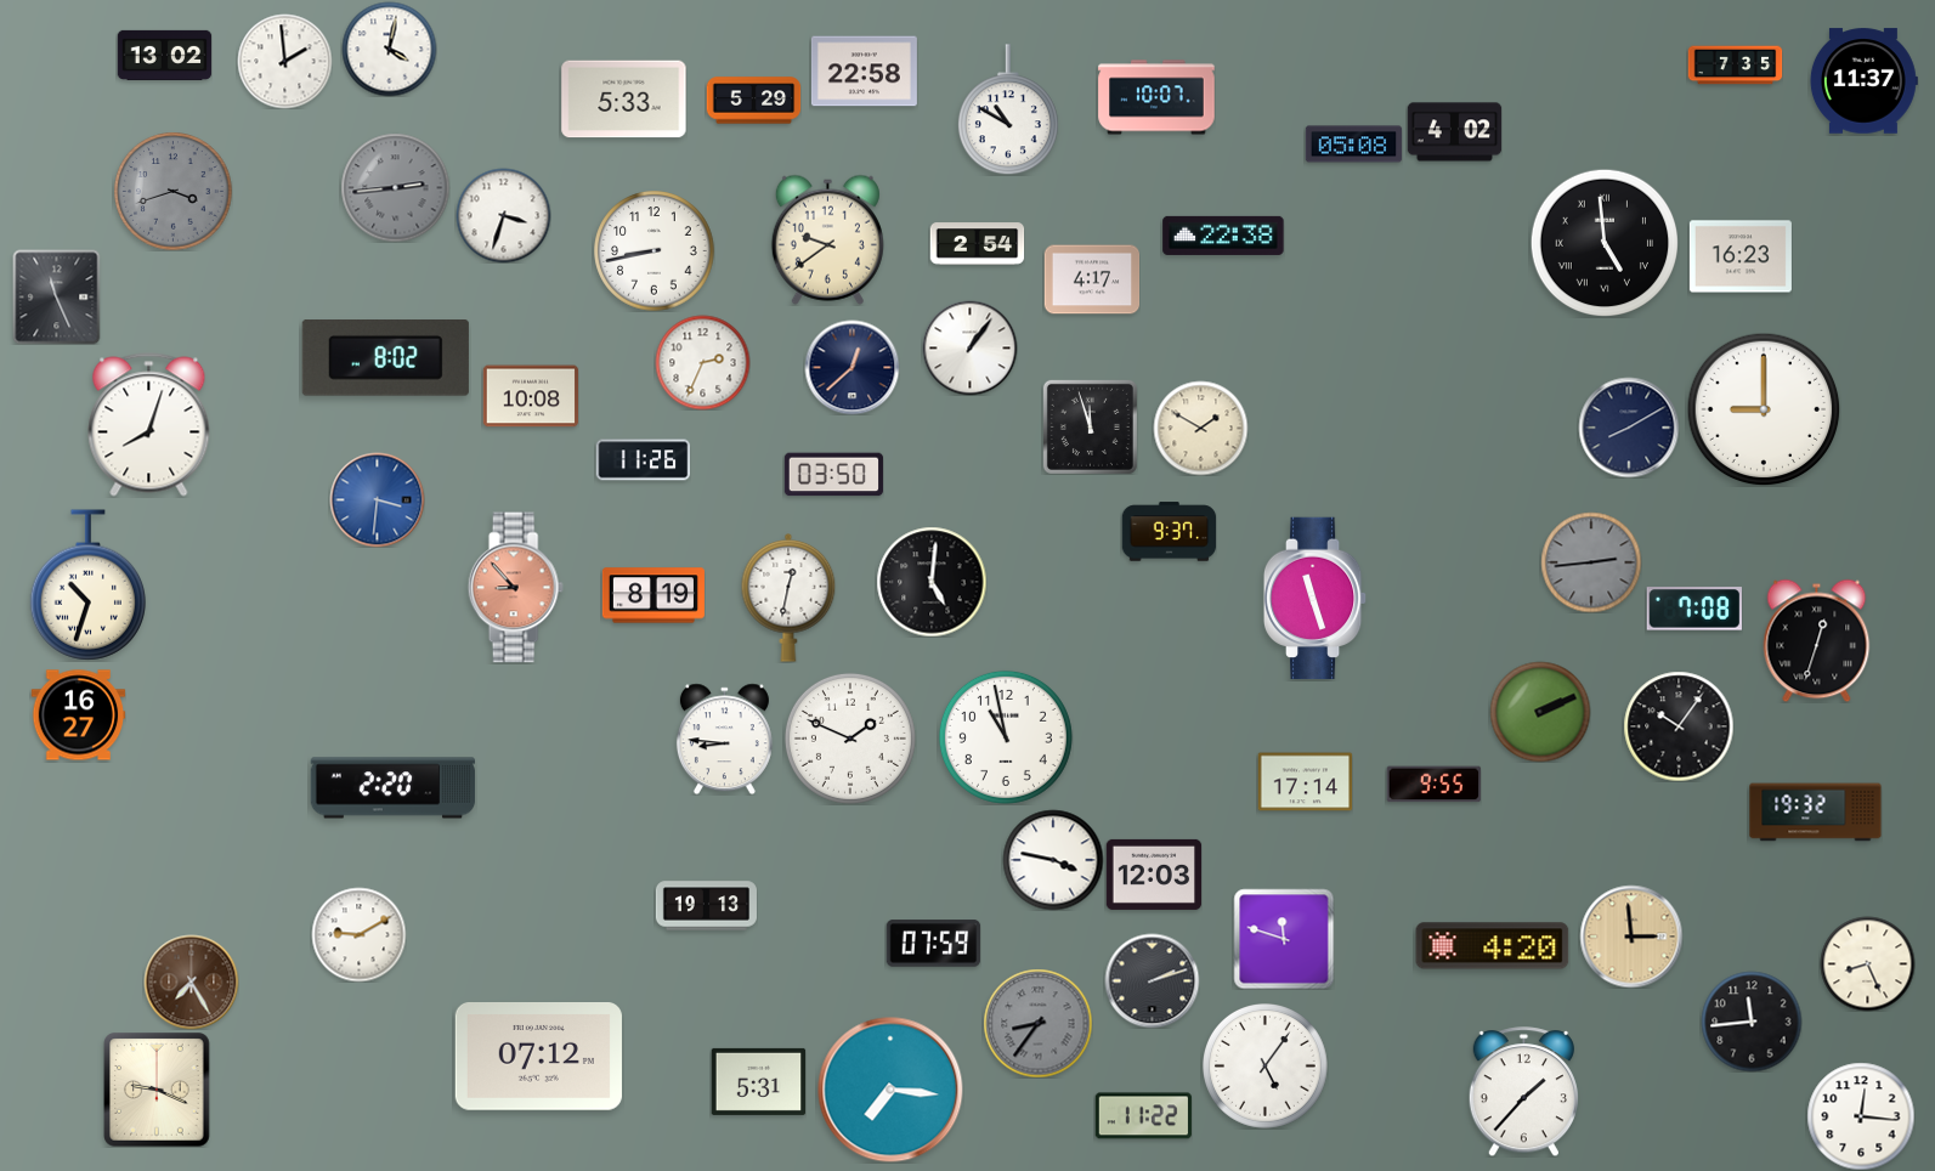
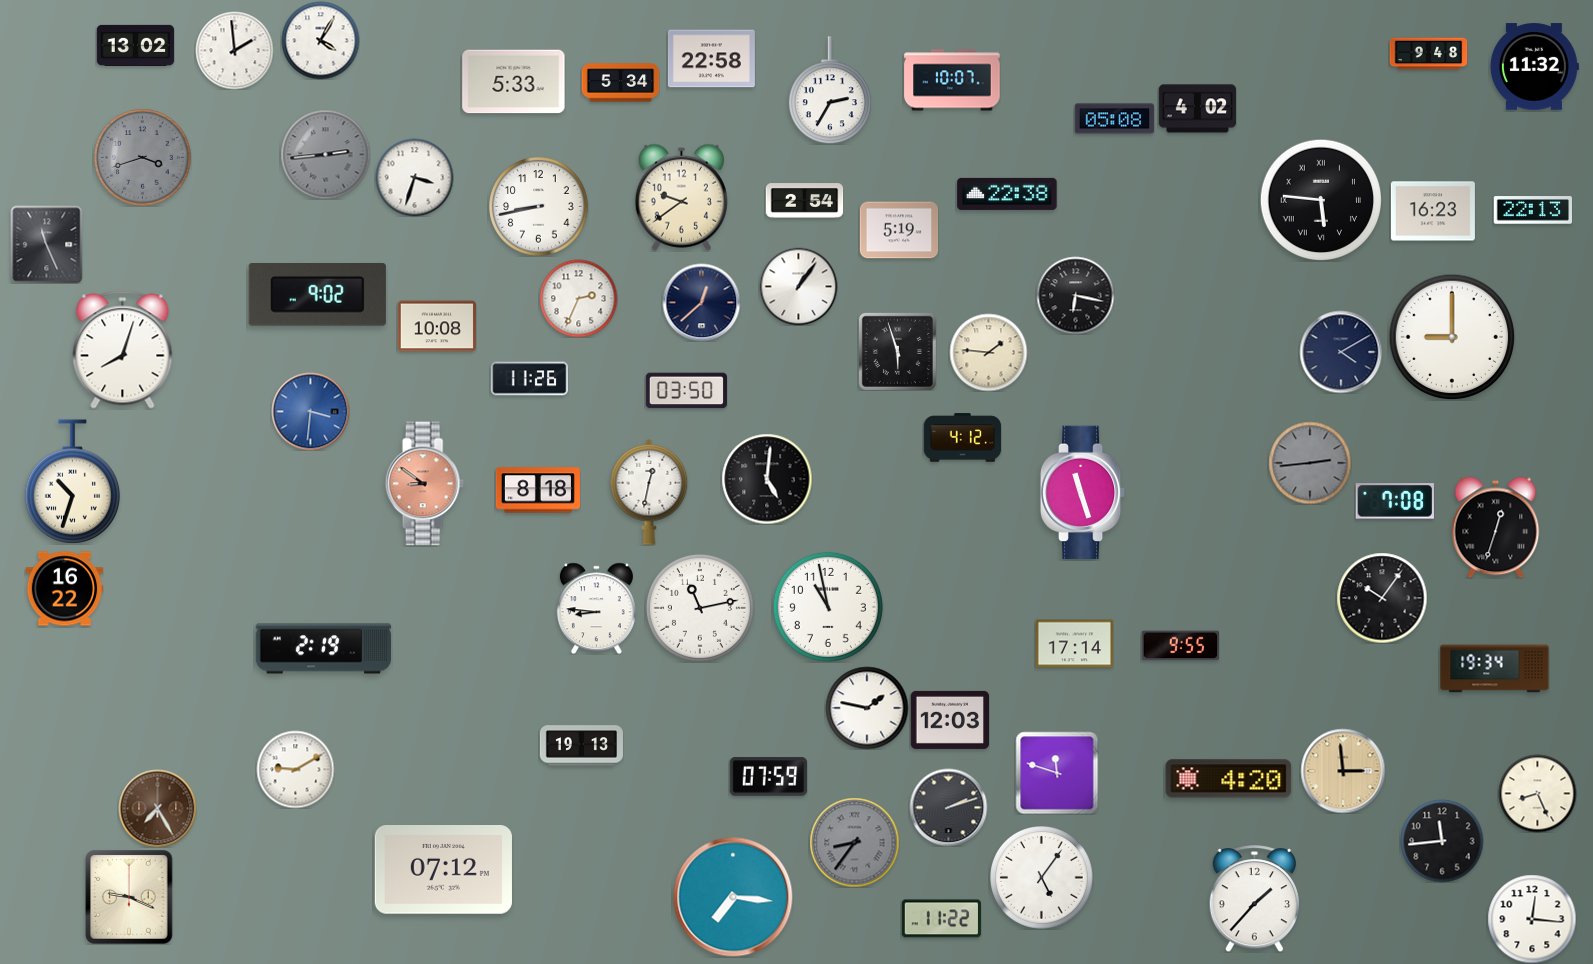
clock at (389, 49): 4:02 -> 4:05
clock at (1735, 66): 7:35 -> 9:48
clock at (1863, 81): 11:37 -> 11:32
clock at (753, 101): 5:29 -> 5:34
clock at (1008, 109): 10:50 -> 2:35
clock at (1603, 242): 4:59 -> 5:46
clock at (1533, 210): none -> 22:13
clock at (1092, 279): 4:17 -> 5:19
clock at (385, 358): 8:02 -> 9:02
clock at (1075, 295): none -> 6:17
clock at (1090, 426): 11:57 -> 5:57
clock at (1200, 428): 1:50 -> 1:46
clock at (1629, 428): 8:10 -> 4:10
clock at (1169, 532): 9:37 -> 4:12
clock at (515, 588): 8:53 -> 8:51
clock at (654, 595): 8:19 -> 8:18
clock at (1540, 712): 2:11 -> none
clock at (78, 715): 16:27 -> 16:22
clock at (850, 739): 1:49 -> 11:13
clock at (394, 788): 2:20 -> 2:19
clock at (1816, 813): 19:32 -> 19:34
clock at (1053, 860): 3:47 -> 1:47
clock at (758, 1081): 5:31 -> none
